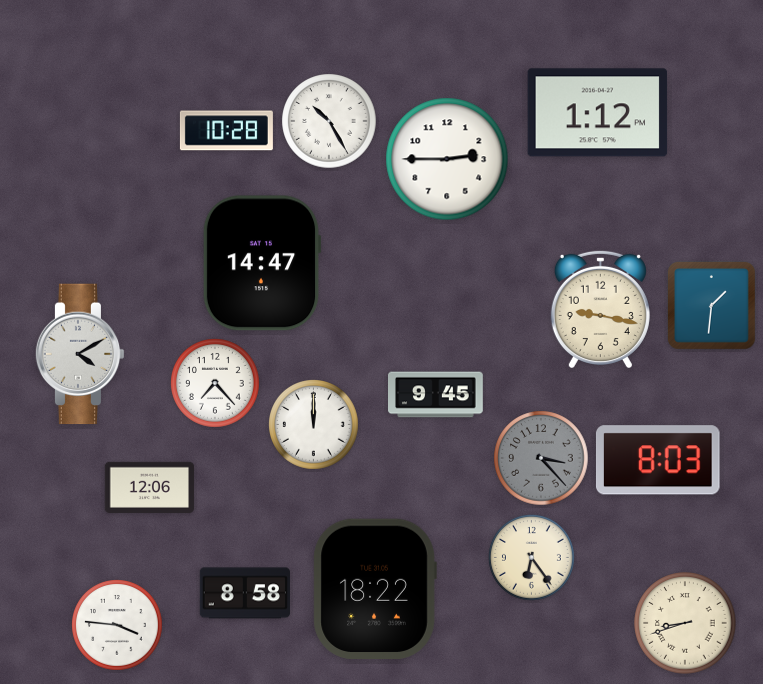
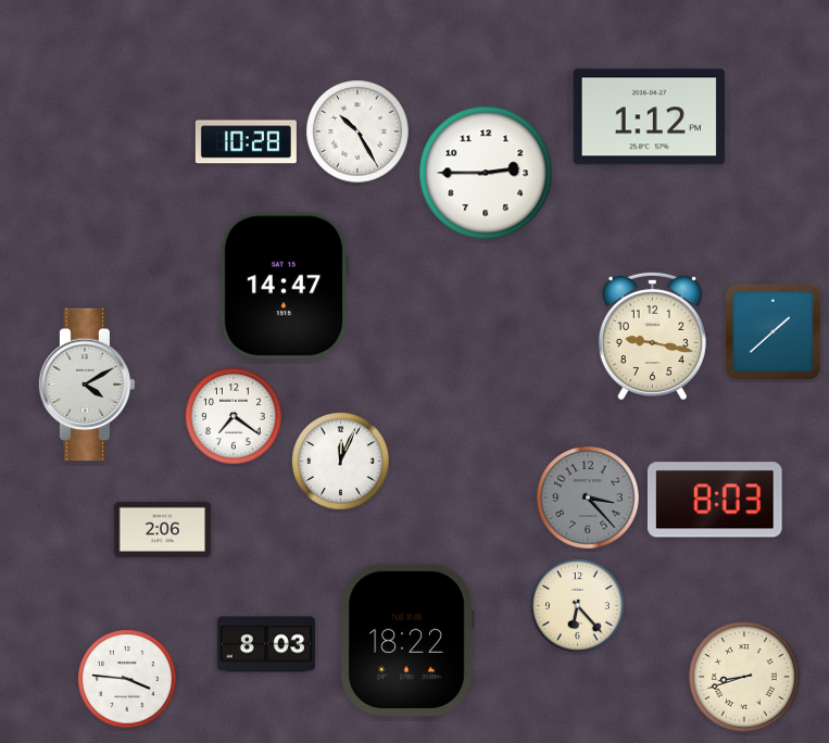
clock at (598, 113) position: (598, 113) -> (650, 117)
clock at (712, 306): 1:31 -> 1:38
clock at (216, 384): 7:23 -> 7:21
clock at (436, 395): 9:45 -> none
clock at (314, 425): 12:00 -> 12:04
clock at (150, 487): 12:06 -> 2:06
clock at (532, 558): 6:24 -> 6:23
clock at (245, 593): 8:58 -> 8:03
